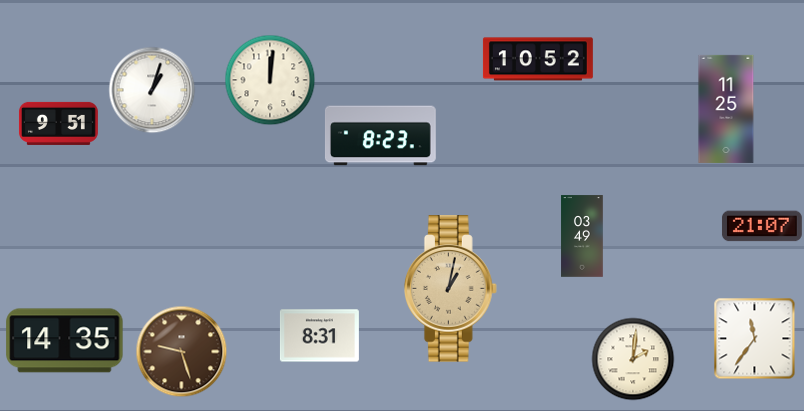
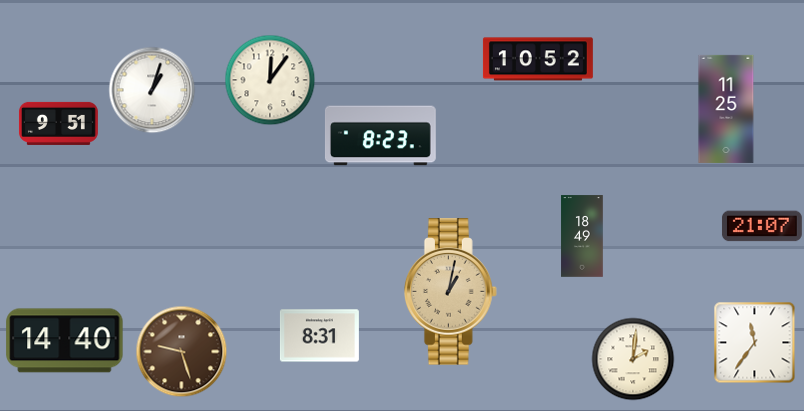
clock at (270, 80): 12:01 -> 12:06
clock at (582, 236): 03:49 -> 18:49
clock at (451, 289) position: (451, 289) -> (451, 292)
clock at (755, 339) position: (755, 339) -> (755, 343)
clock at (65, 341): 14:35 -> 14:40
